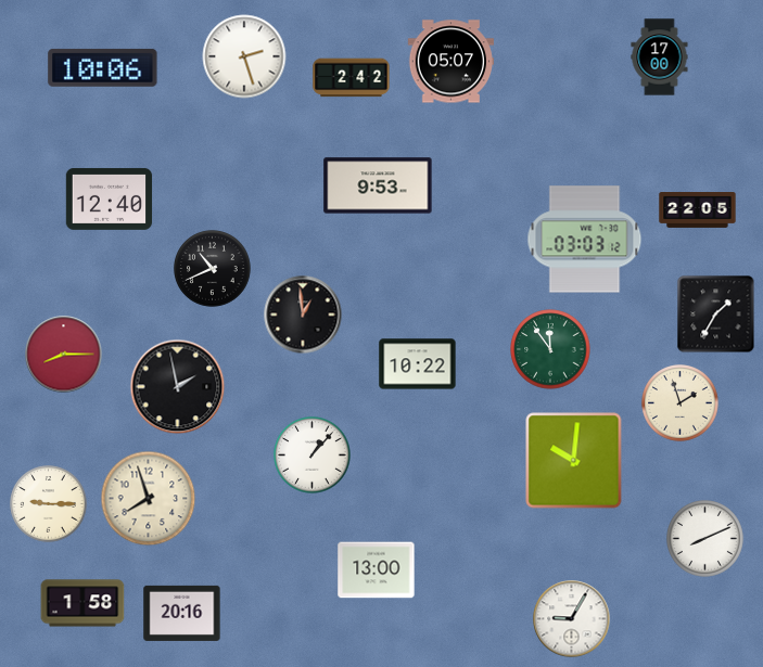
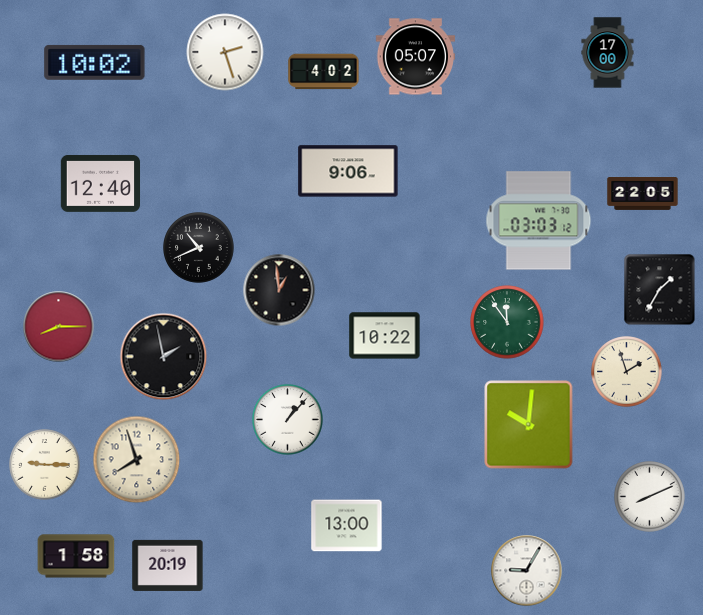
clock at (103, 67): 10:06 -> 10:02
clock at (352, 78): 2:42 -> 4:02
clock at (378, 185): 9:53 -> 9:06
clock at (213, 269) position: (213, 269) -> (199, 248)
clock at (182, 613): 20:16 -> 20:19
